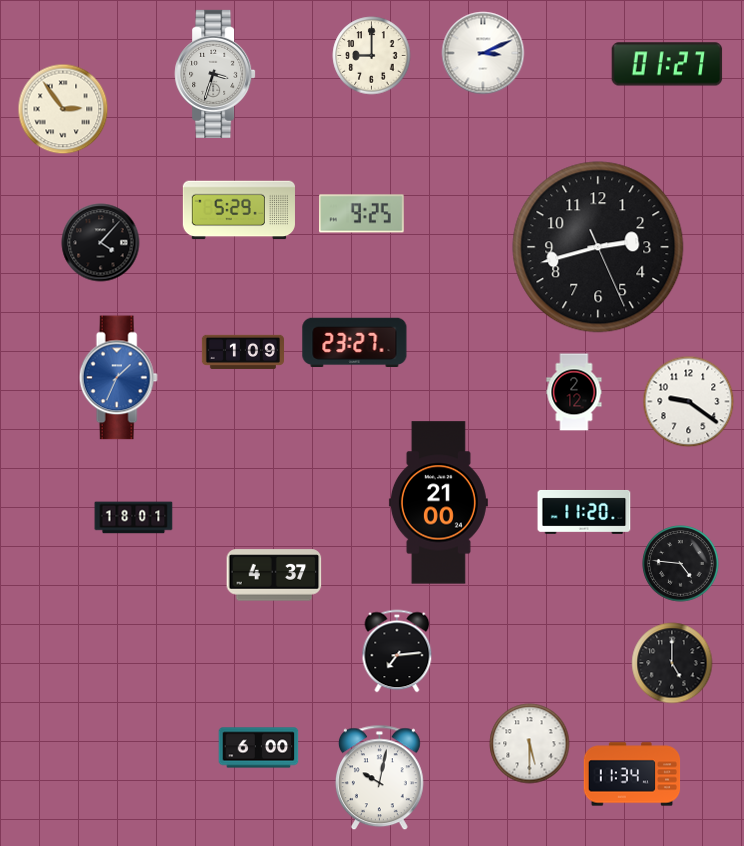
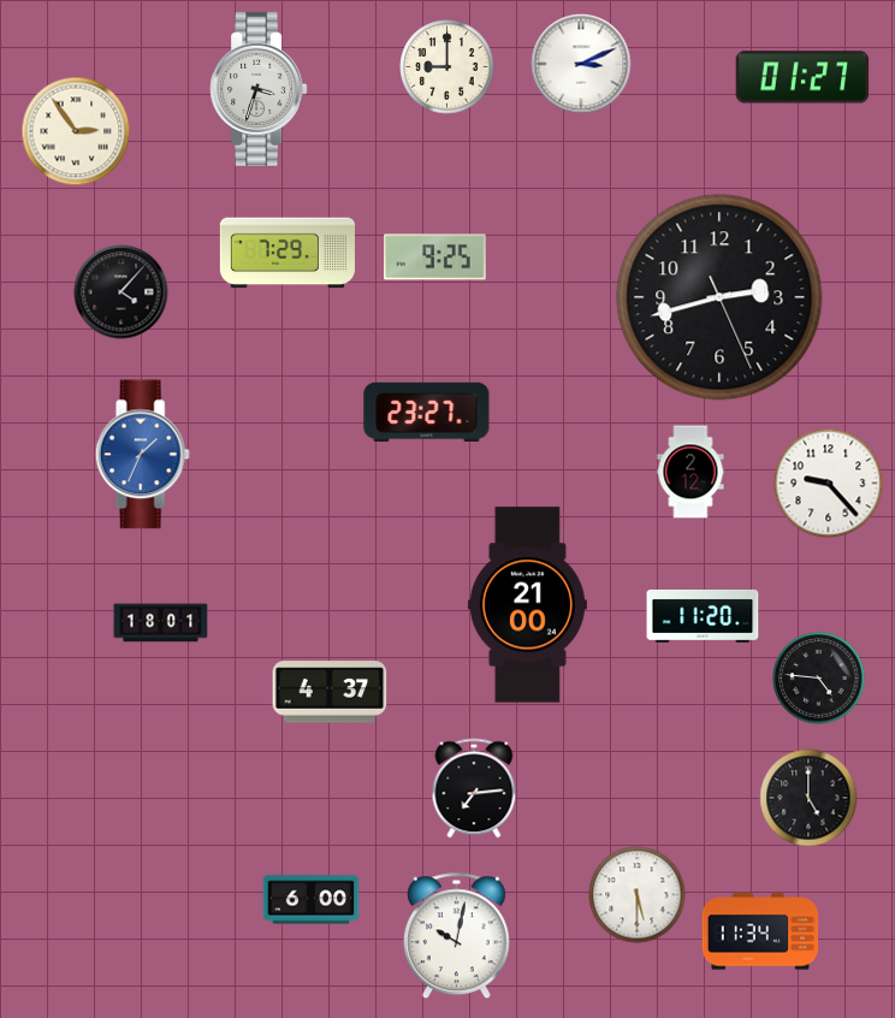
clock at (239, 210): 5:29 -> 7:29
clock at (242, 352): 1:09 -> none
clock at (689, 402): 9:21 -> 9:23
clock at (397, 651) position: (397, 651) -> (474, 788)
